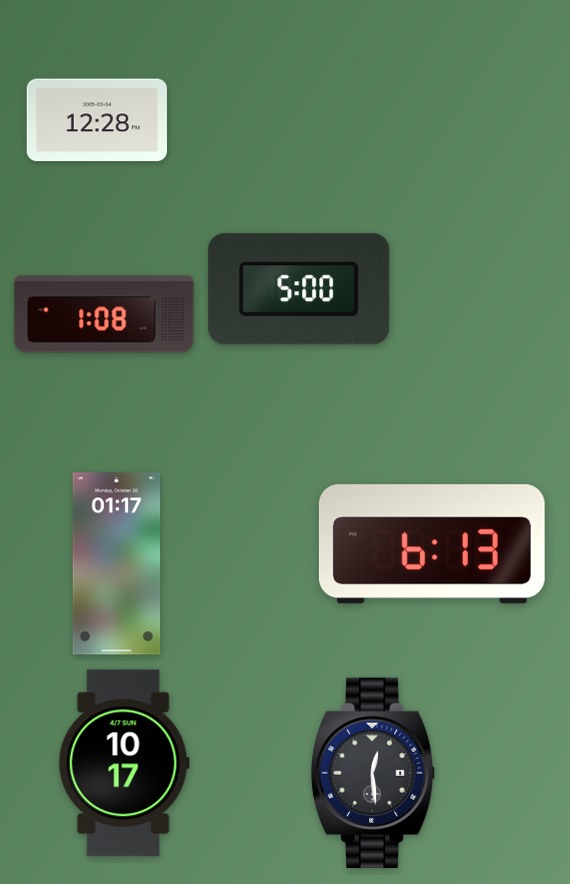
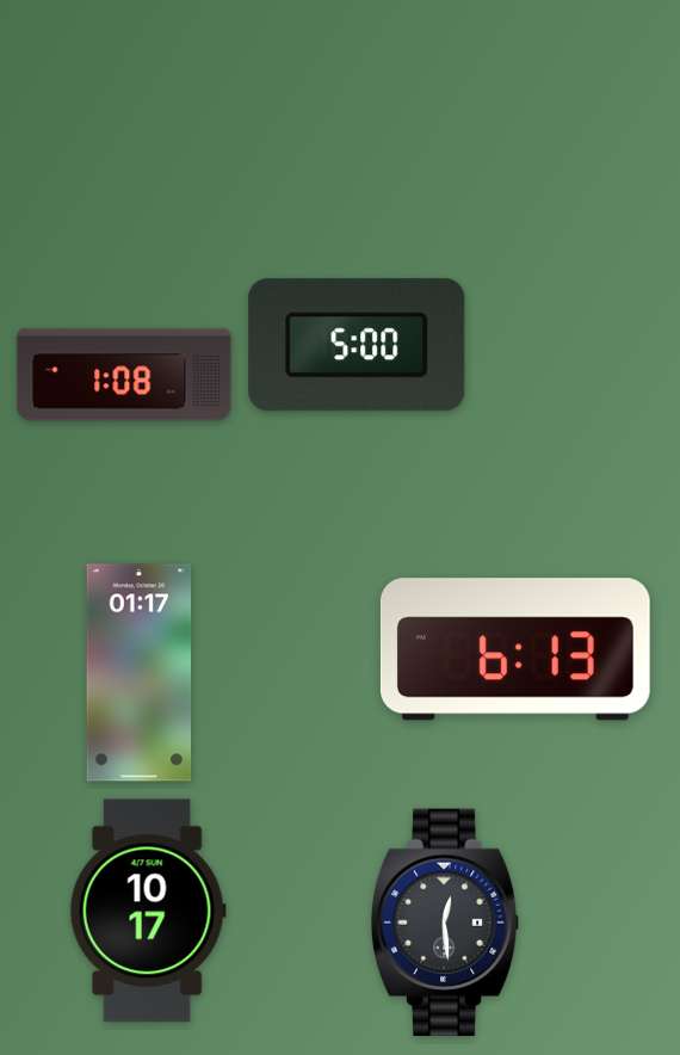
clock at (97, 120): 12:28 -> none
